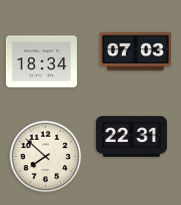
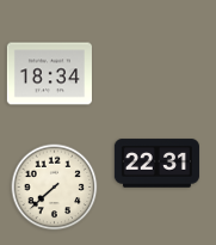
clock at (135, 52): 07:03 -> none
clock at (46, 157): 7:52 -> 7:38
